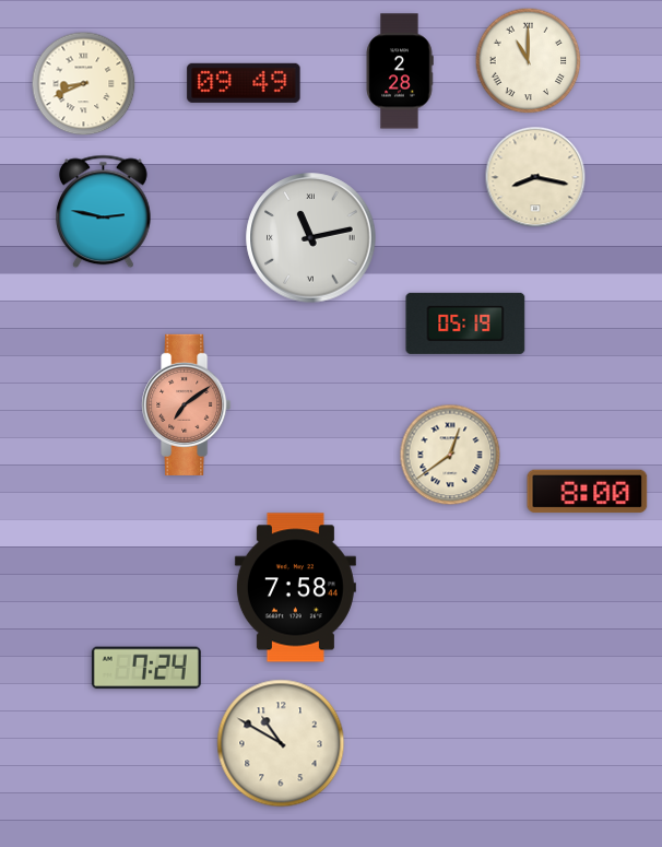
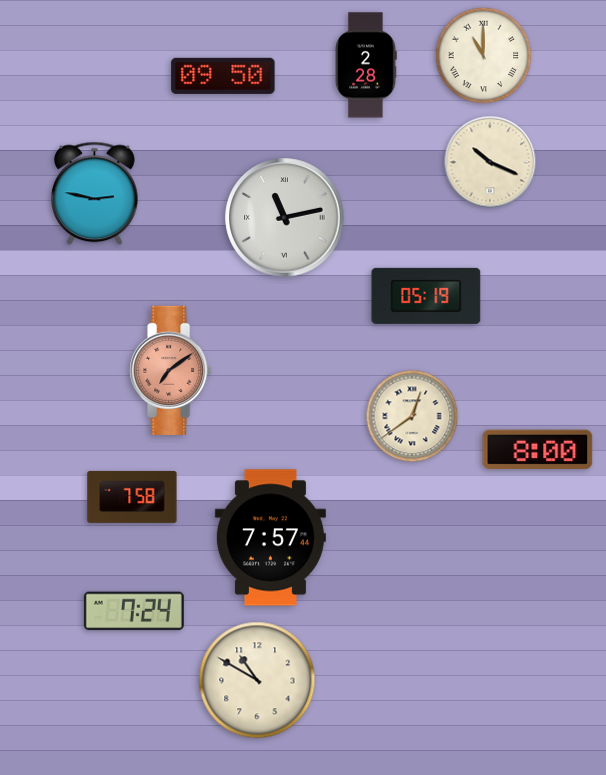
clock at (244, 83): 09:49 -> 09:50
clock at (84, 84): 8:41 -> none
clock at (535, 177): 8:17 -> 10:19
clock at (132, 497): none -> 7:58
clock at (295, 588): 7:58 -> 7:57
